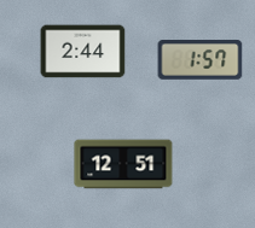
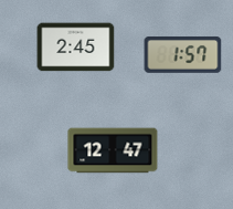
clock at (83, 52): 2:44 -> 2:45
clock at (123, 164): 12:51 -> 12:47
